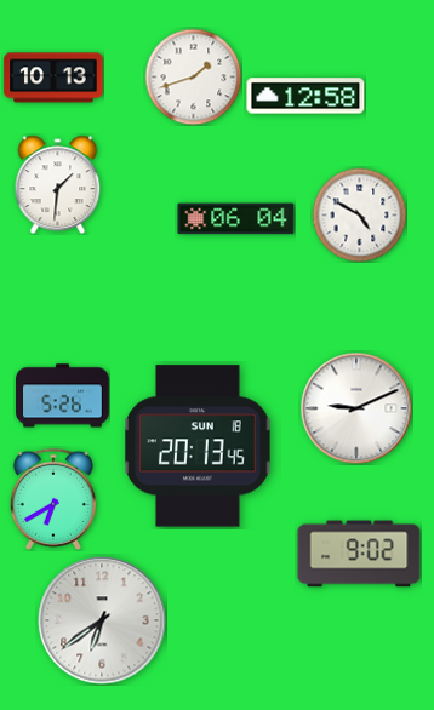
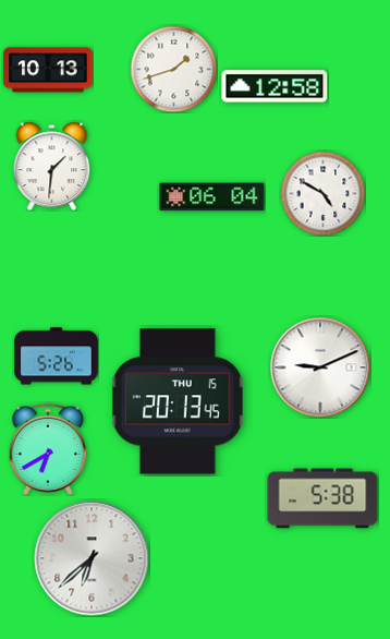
clock at (198, 446) date: SUN 18 -> THU 15
clock at (359, 554): 9:02 -> 5:38
clock at (102, 620): 6:39 -> 6:38
